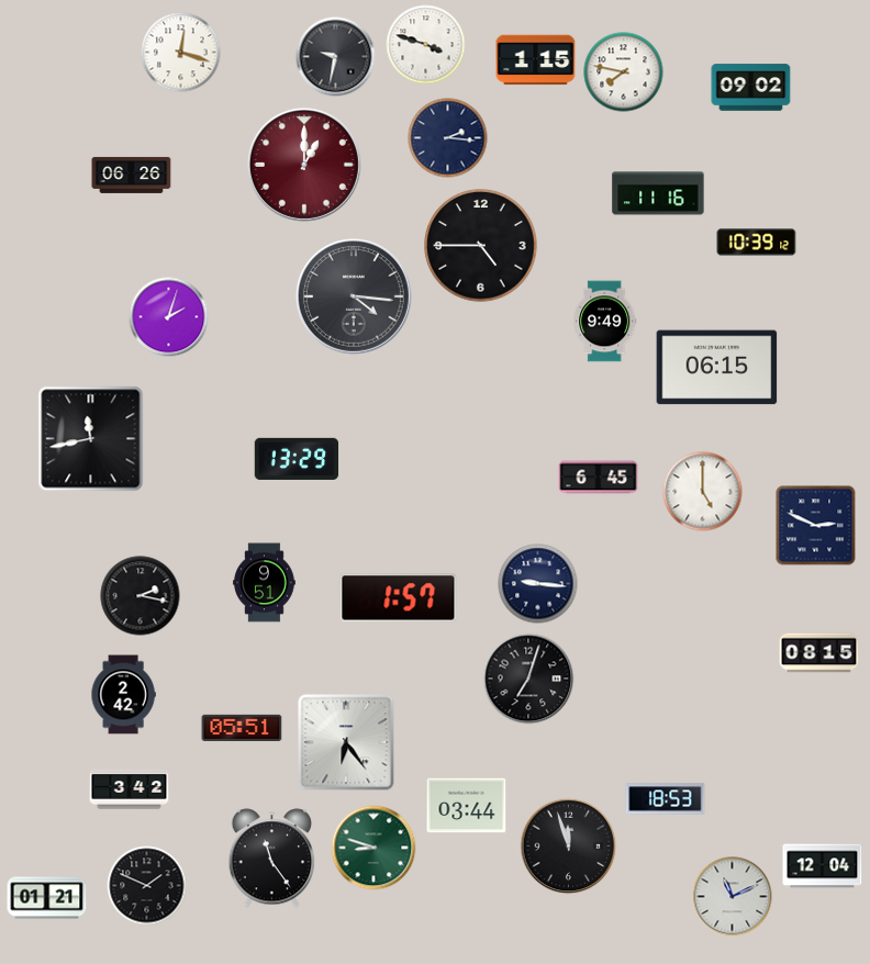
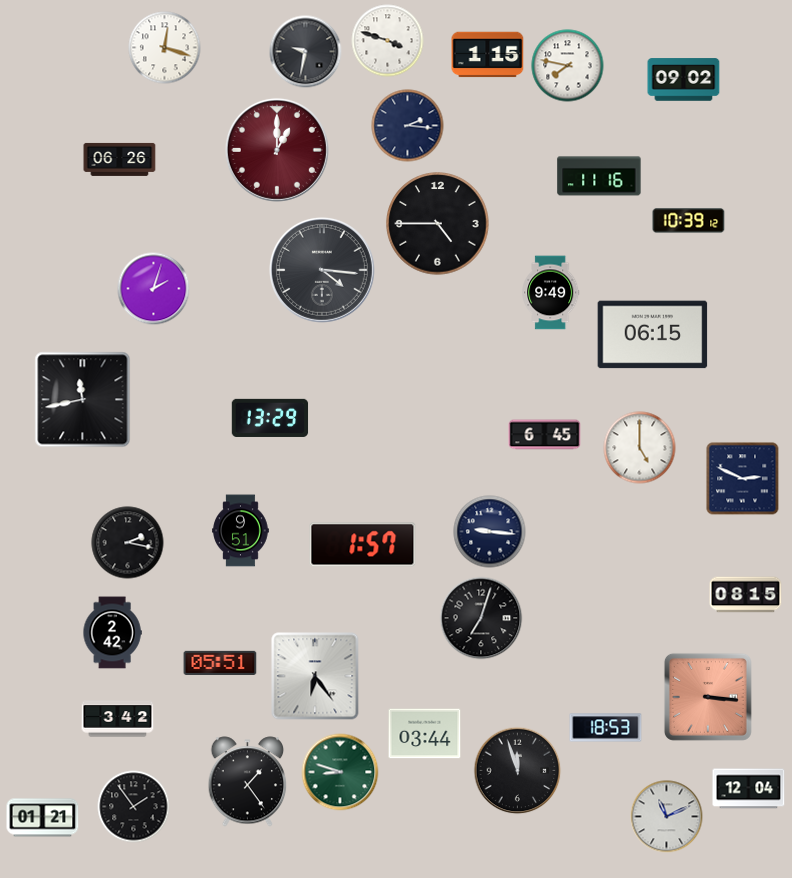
clock at (708, 697): none -> 3:16
clock at (272, 859): 11:24 -> 1:24
clock at (147, 886): 1:49 -> 1:54
